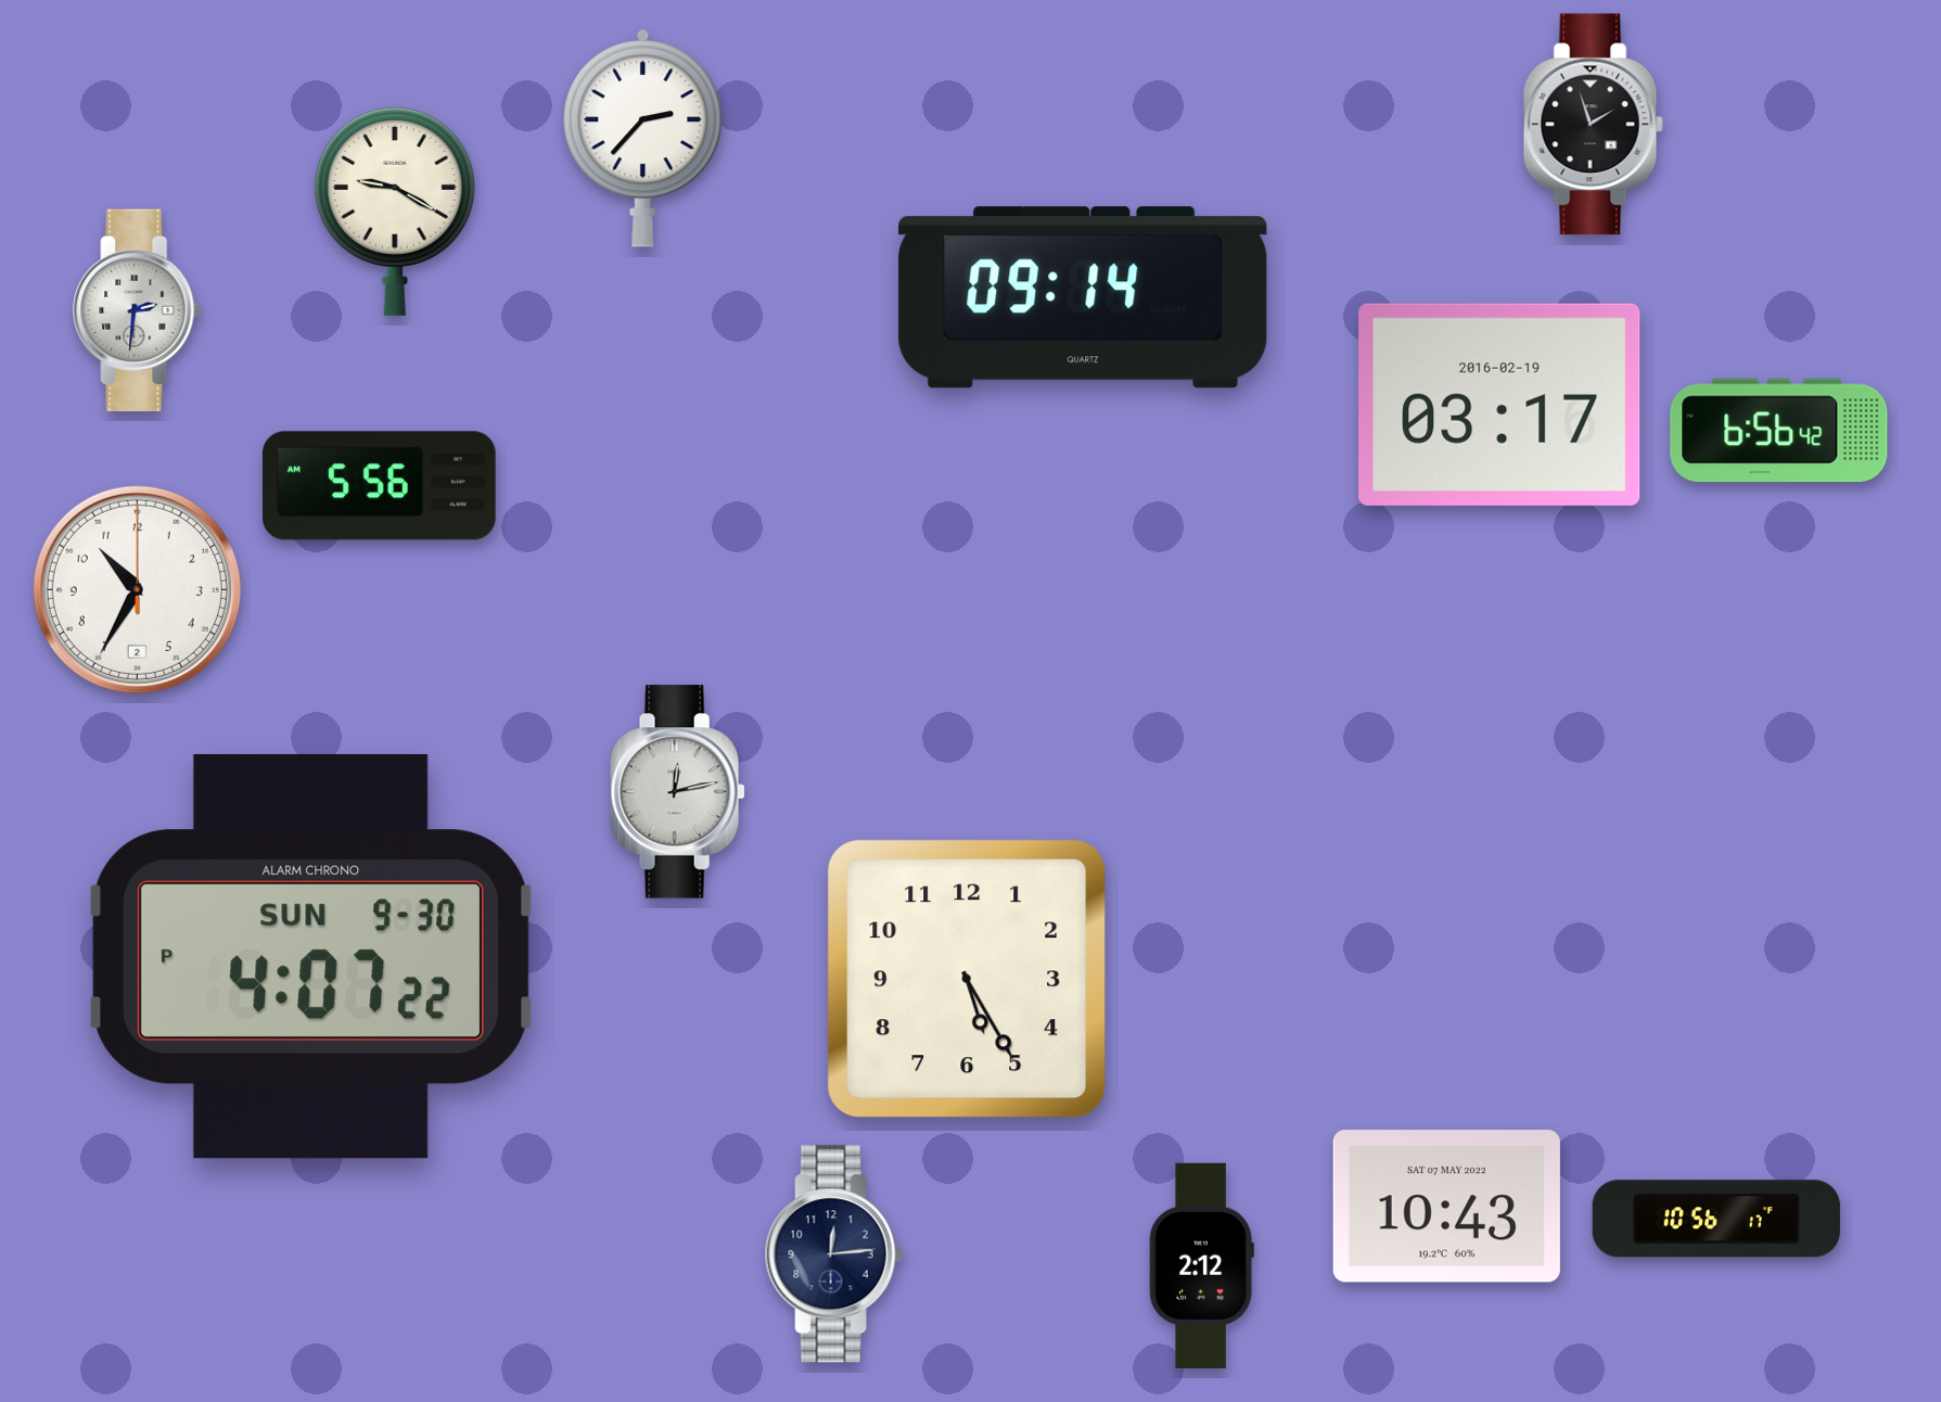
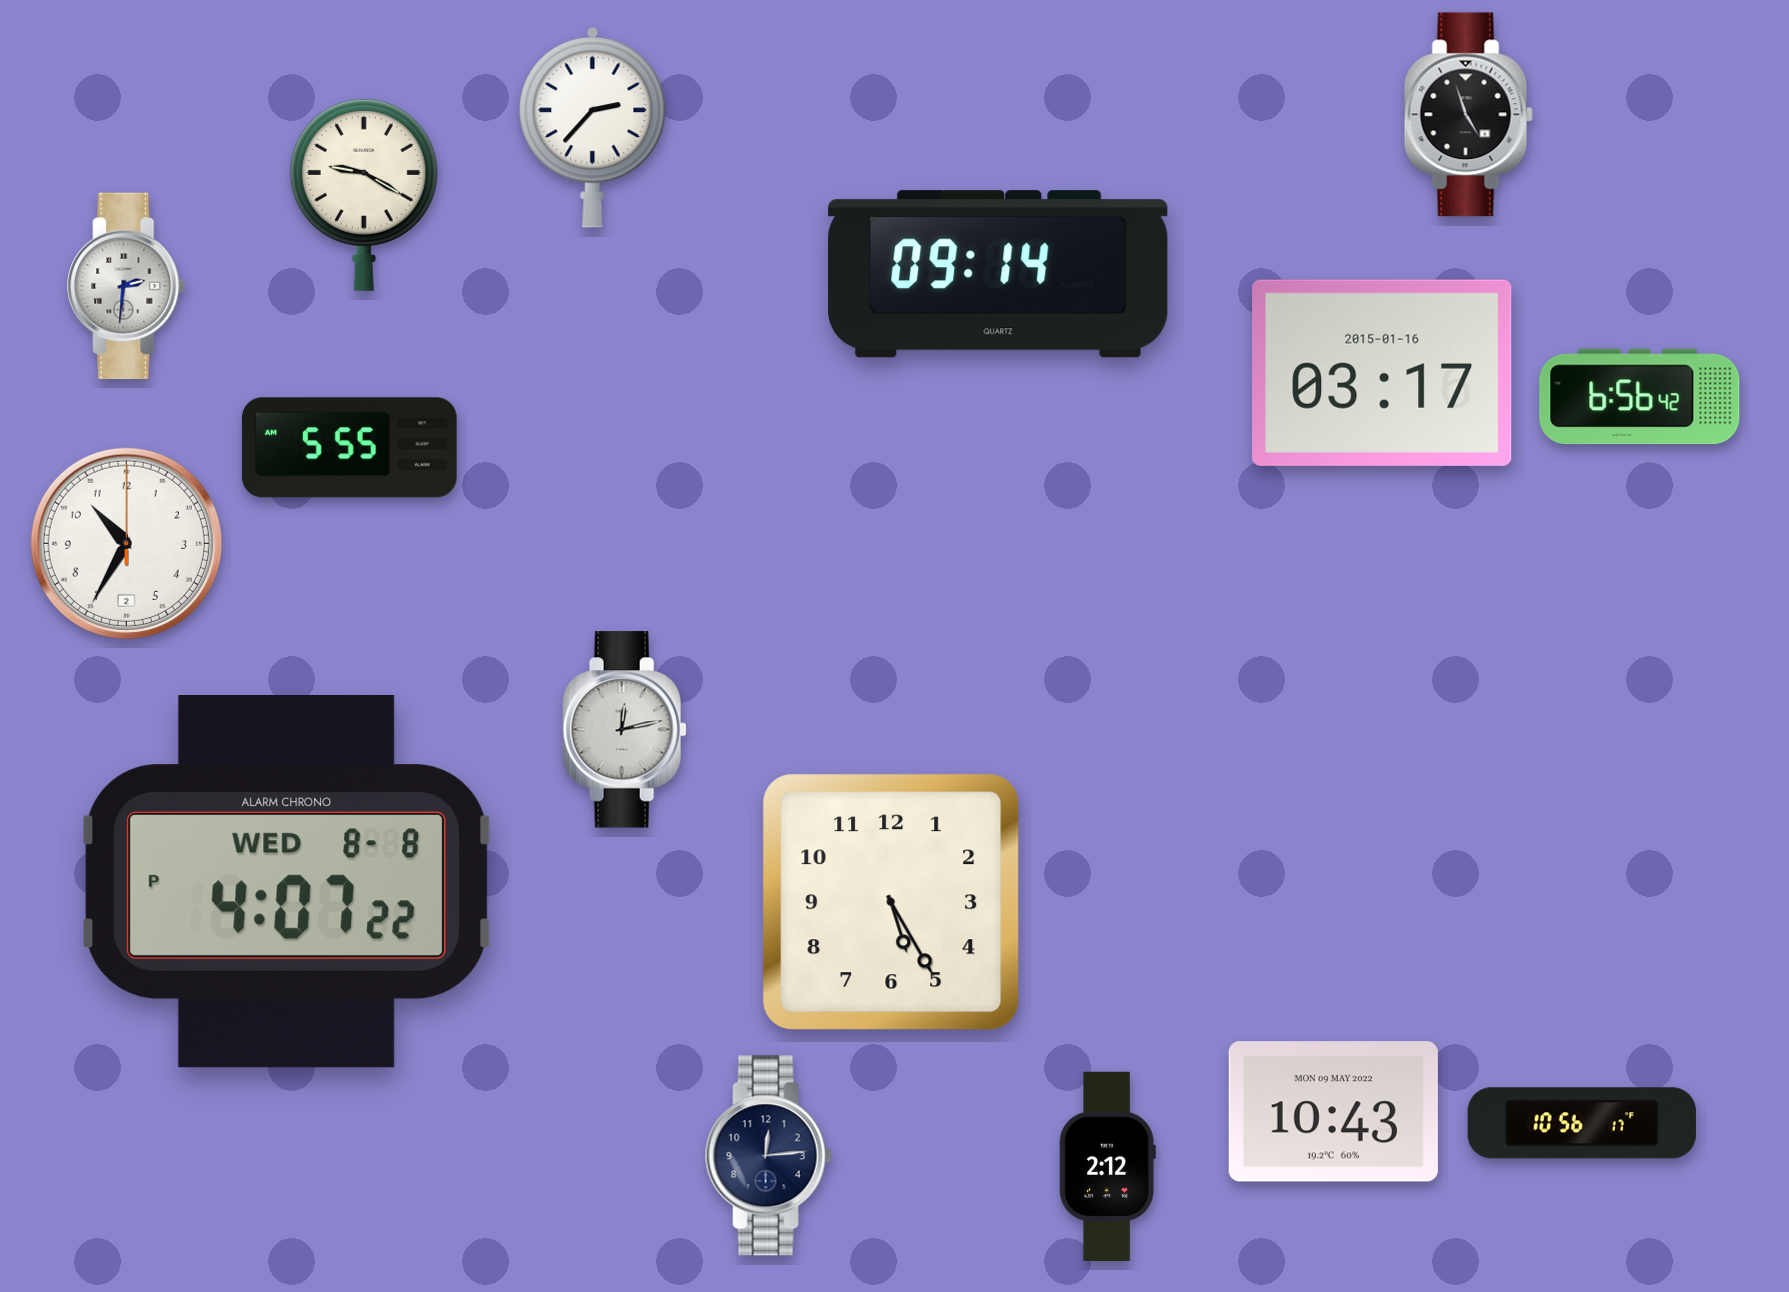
clock at (1593, 125): 1:57 -> 4:57
clock at (1499, 405) date: 2016-02-19 -> 2015-01-16
clock at (379, 486): 5:56 -> 5:55
clock at (310, 957) date: SUN 9-30 -> WED 8-8
clock at (1446, 1207) date: SAT 07 MAY 2022 -> MON 09 MAY 2022
